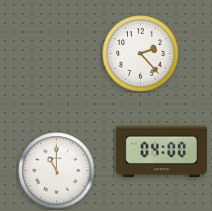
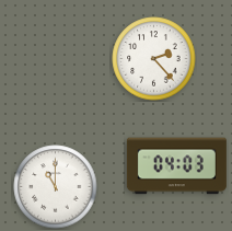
clock at (161, 152): 04:00 -> 04:03
clock at (57, 171) position: (57, 171) -> (56, 187)
